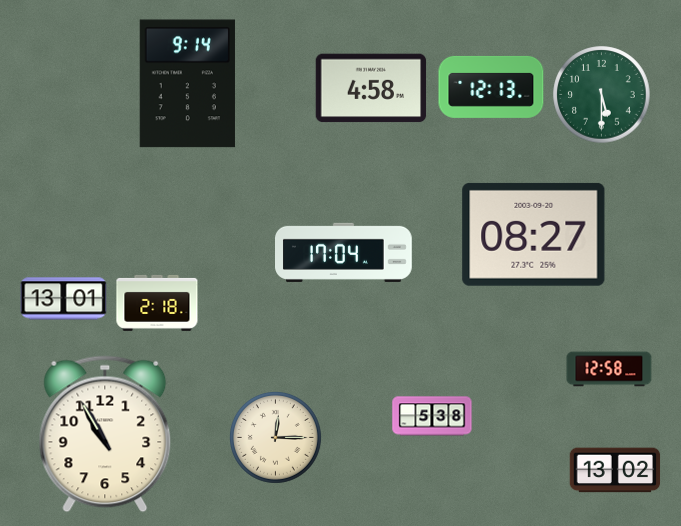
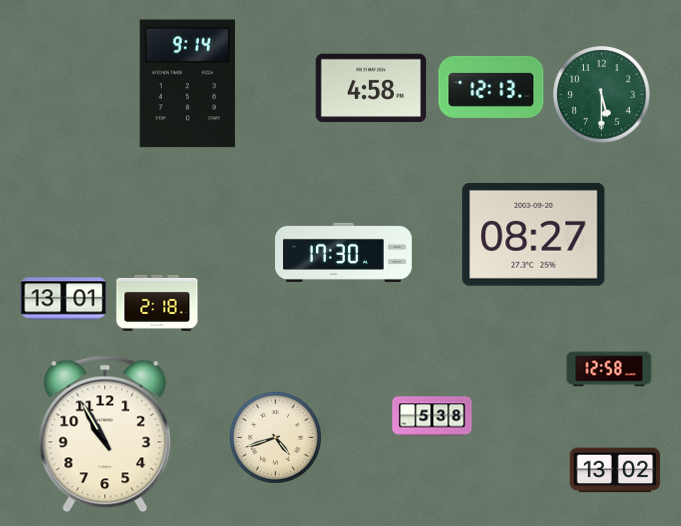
clock at (344, 252): 17:04 -> 17:30
clock at (275, 437): 12:15 -> 4:42
